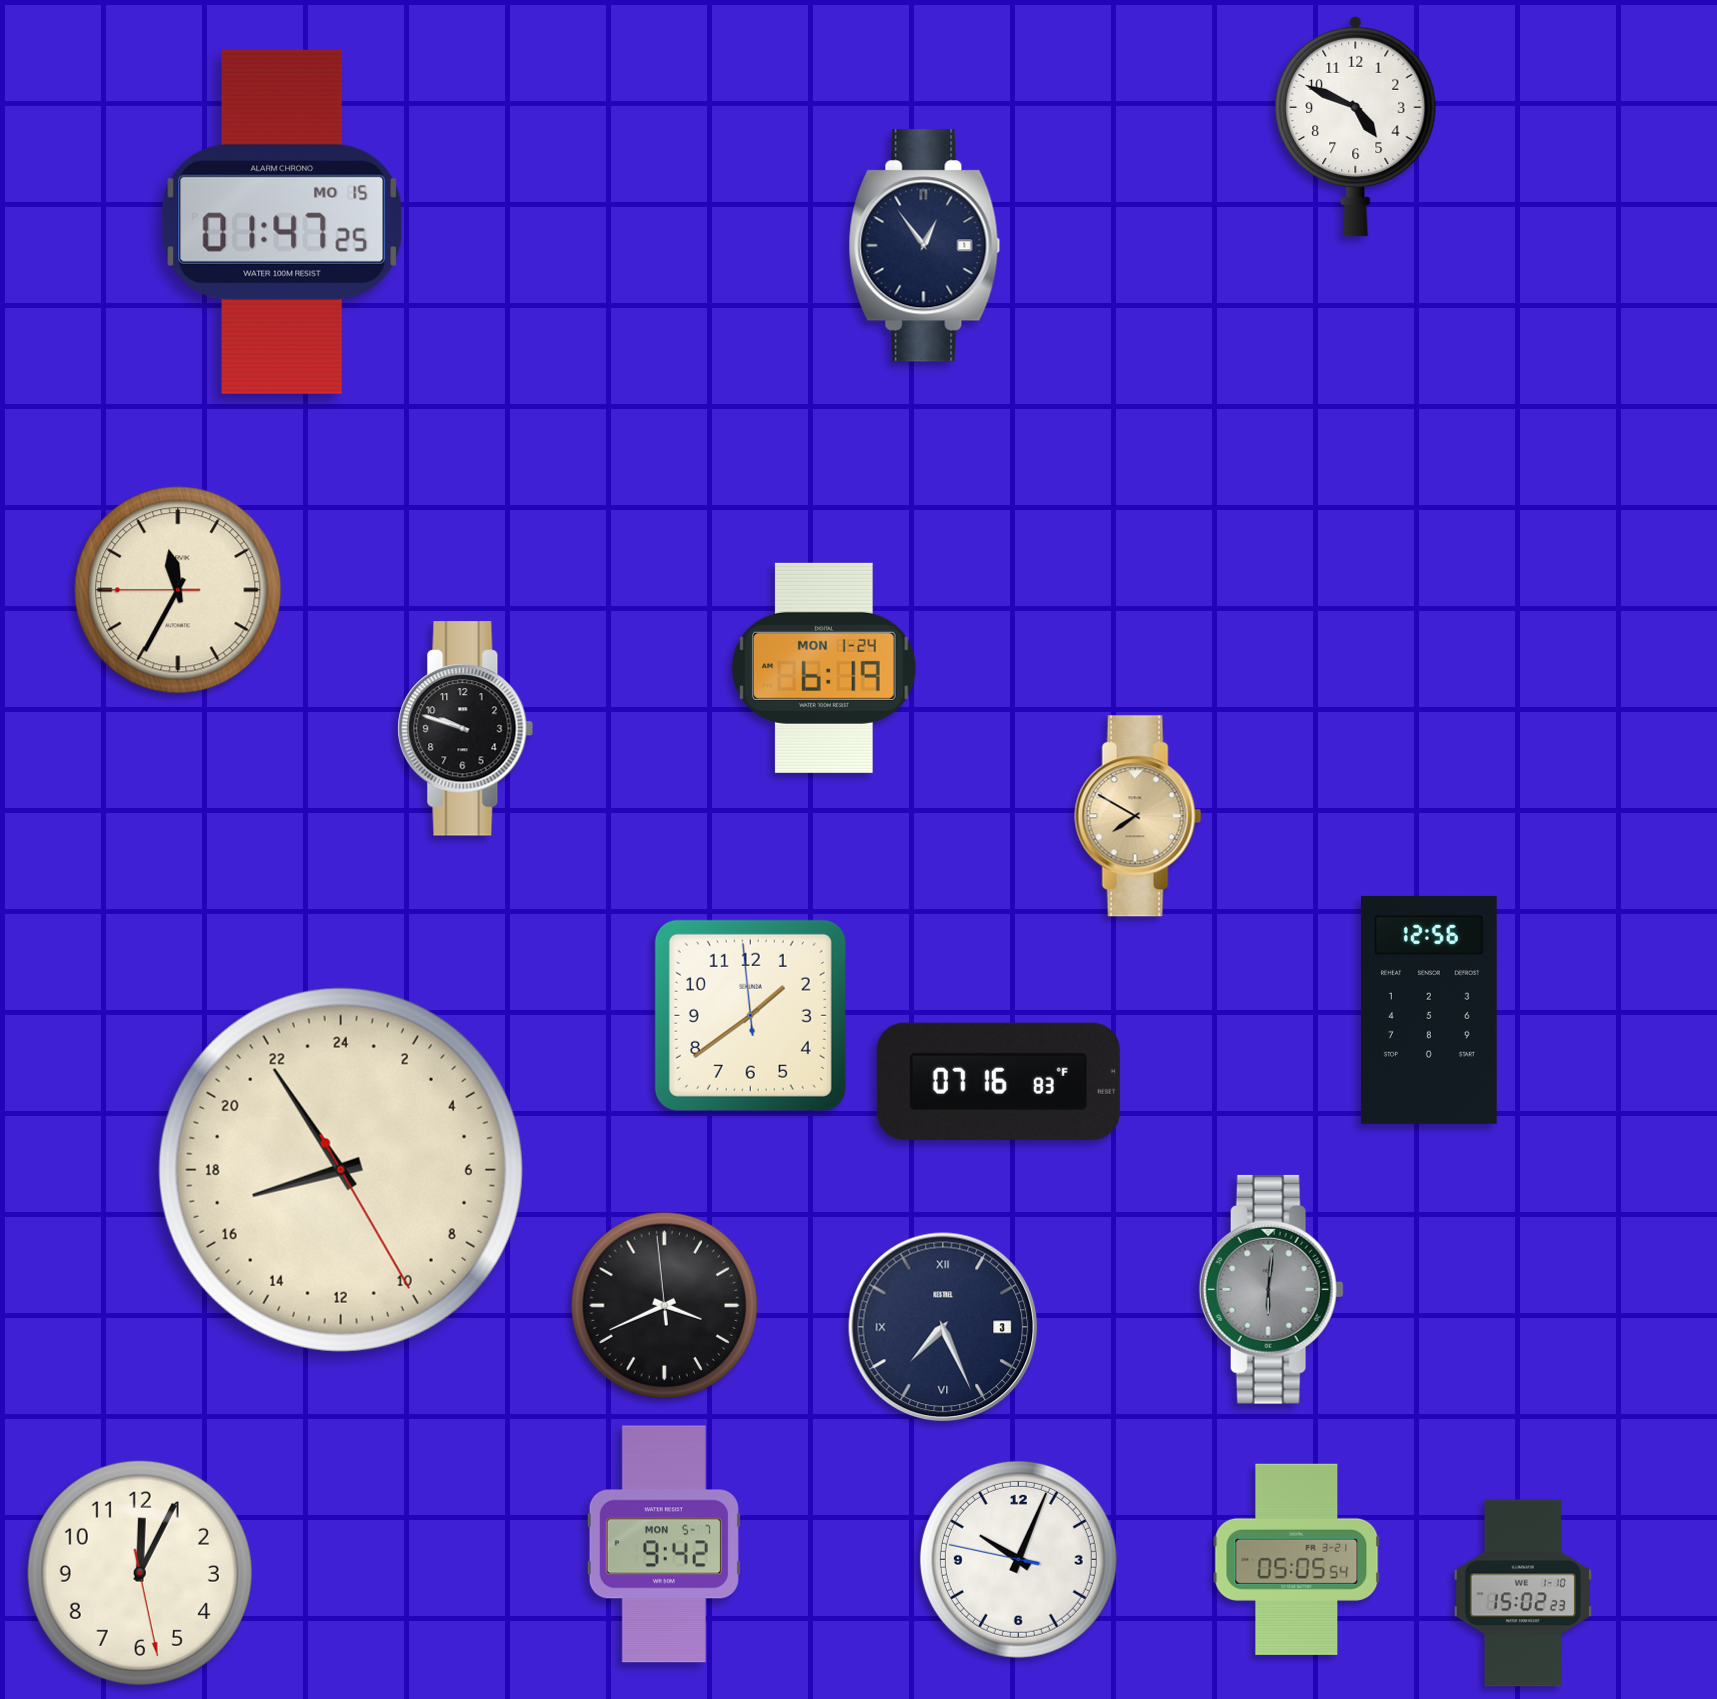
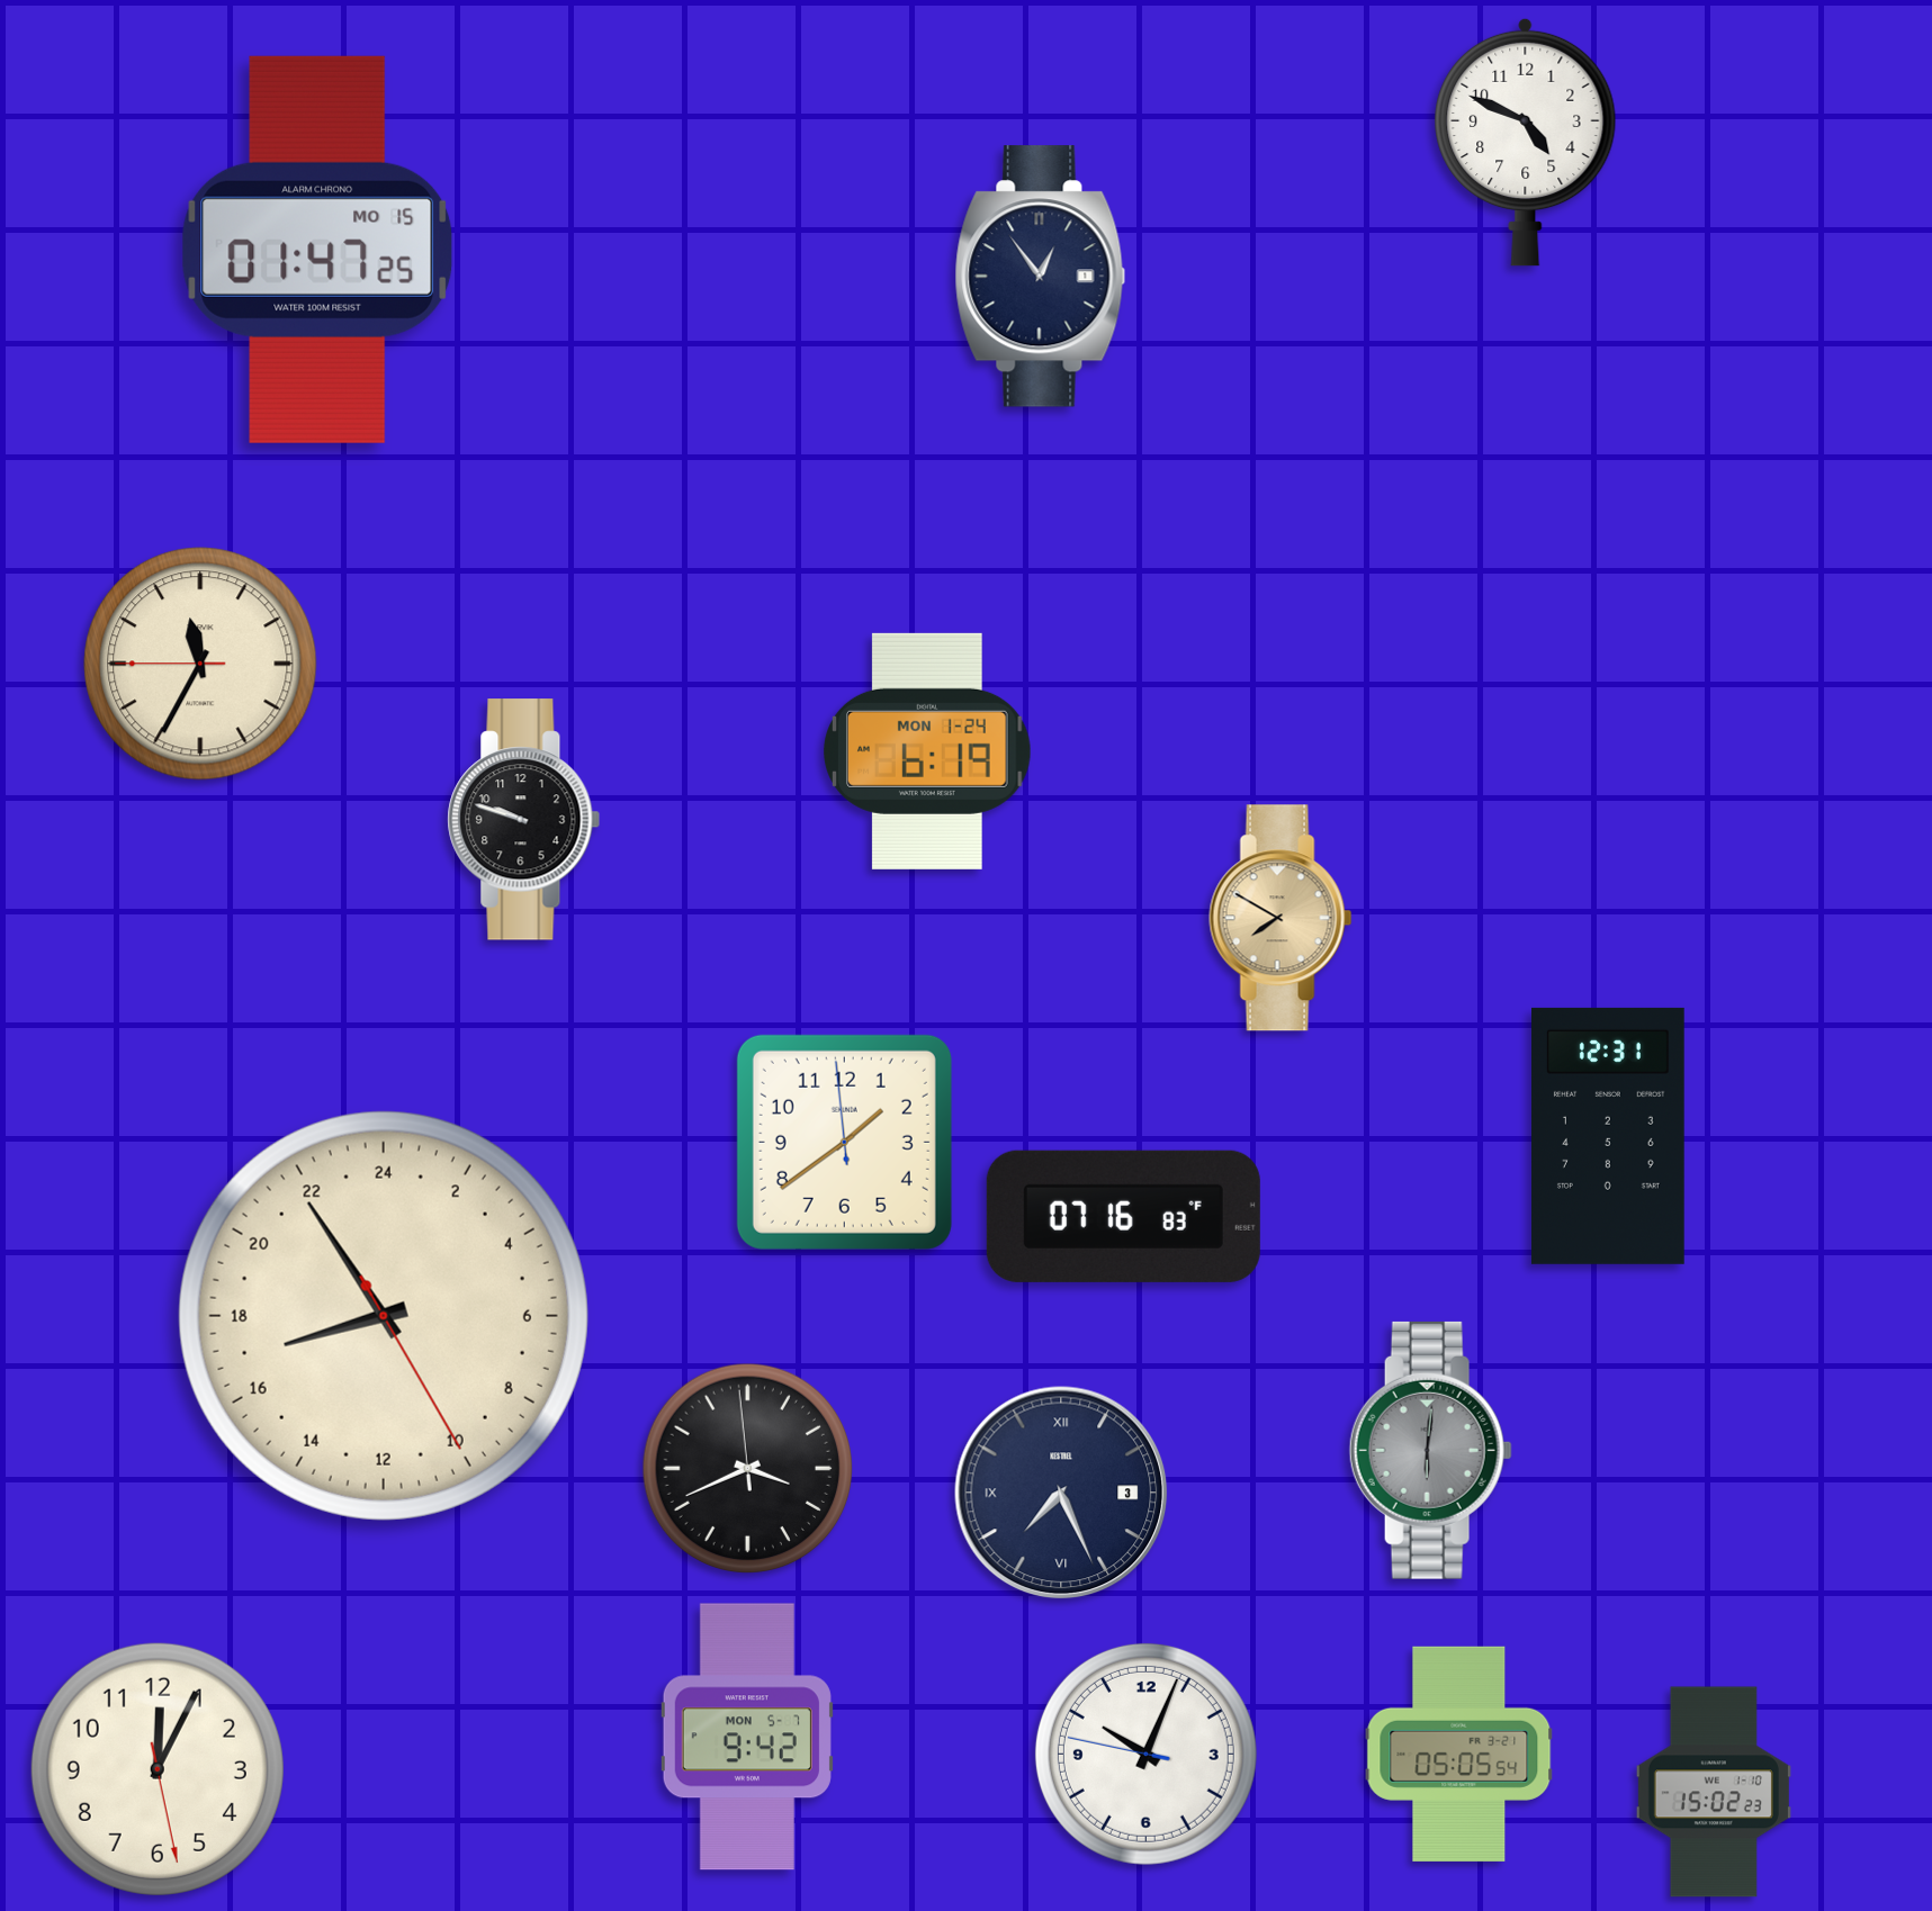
clock at (1429, 1010): 12:56 -> 12:31
